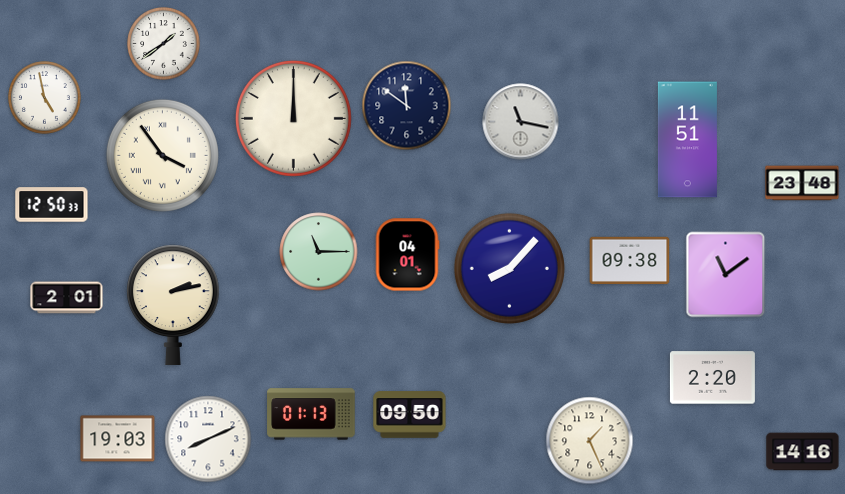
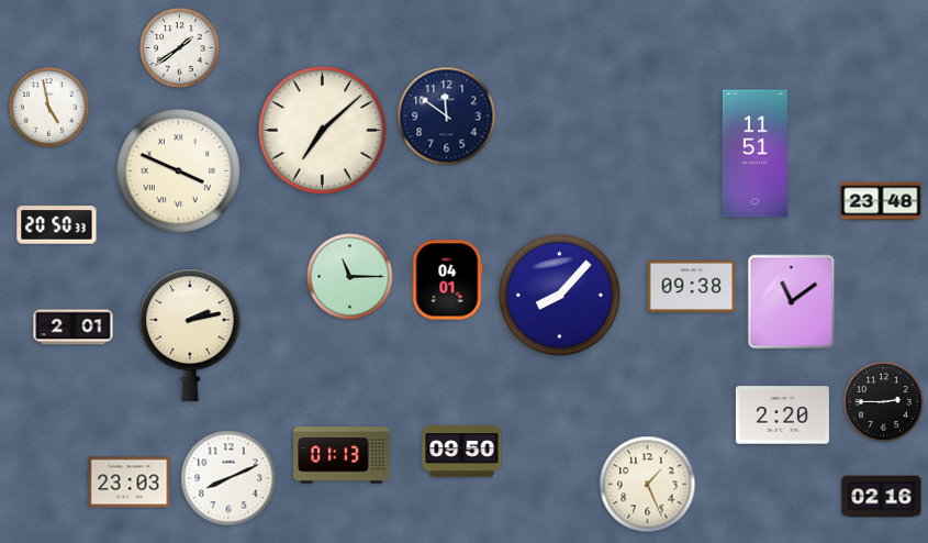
clock at (293, 118): 12:00 -> 7:08
clock at (521, 122): 11:17 -> none
clock at (162, 155): 3:54 -> 3:49
clock at (52, 205): 12:50 -> 20:50
clock at (726, 275) position: (726, 275) -> (792, 302)
clock at (884, 402): none -> 2:45
clock at (410, 415) position: (410, 415) -> (462, 452)
clock at (118, 439): 19:03 -> 23:03
clock at (208, 439) position: (208, 439) -> (228, 478)
clock at (803, 452): 14:16 -> 02:16
